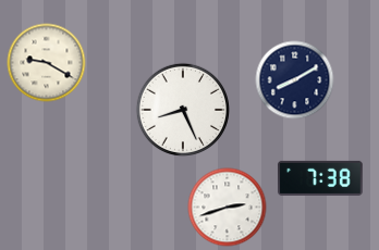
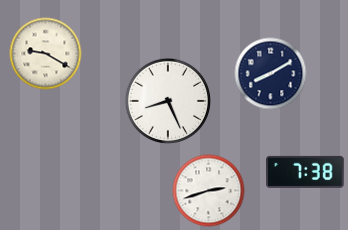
clock at (47, 63) position: (47, 63) -> (46, 54)
clock at (320, 178) position: (320, 178) -> (305, 172)
